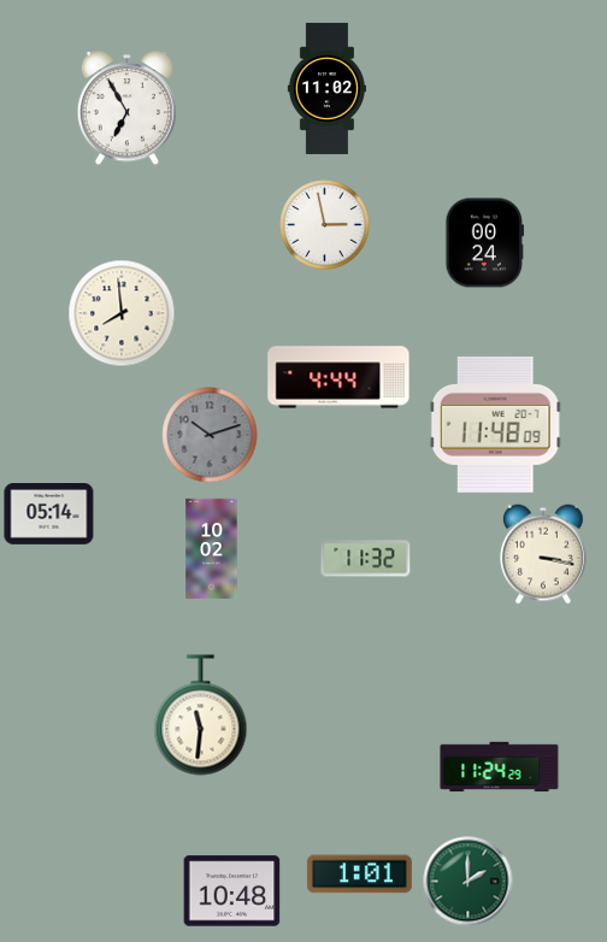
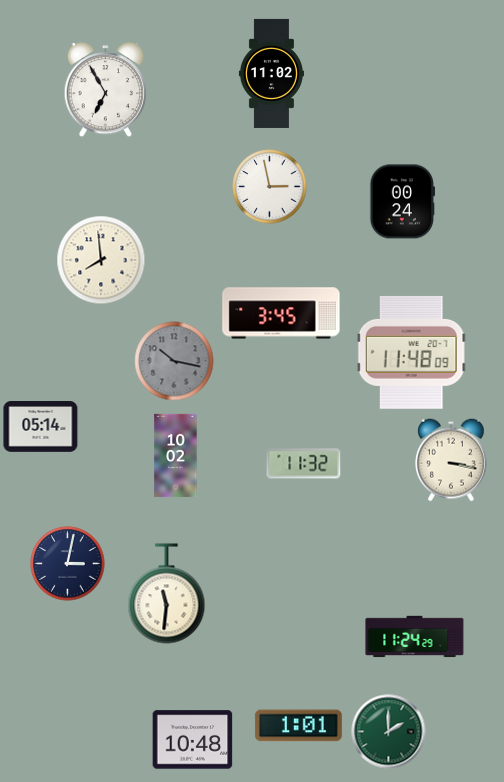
clock at (338, 377): 4:44 -> 3:45
clock at (210, 435): 10:12 -> 10:17
clock at (68, 564): none -> 3:02
